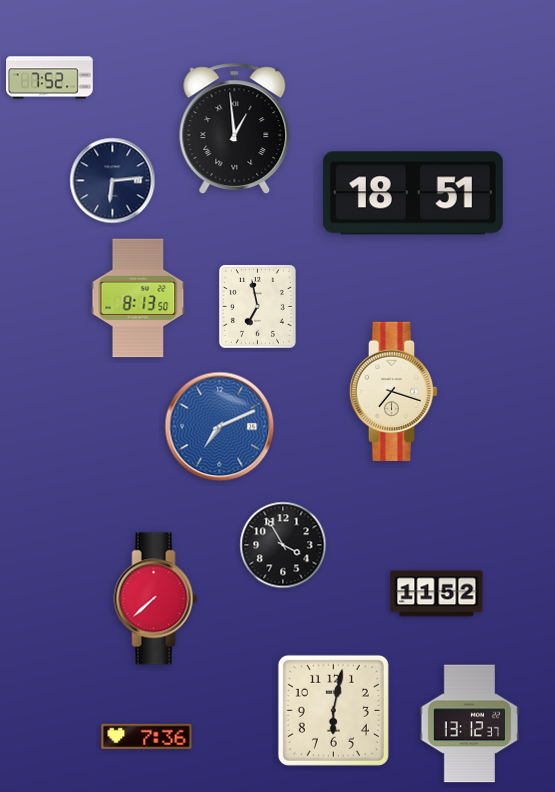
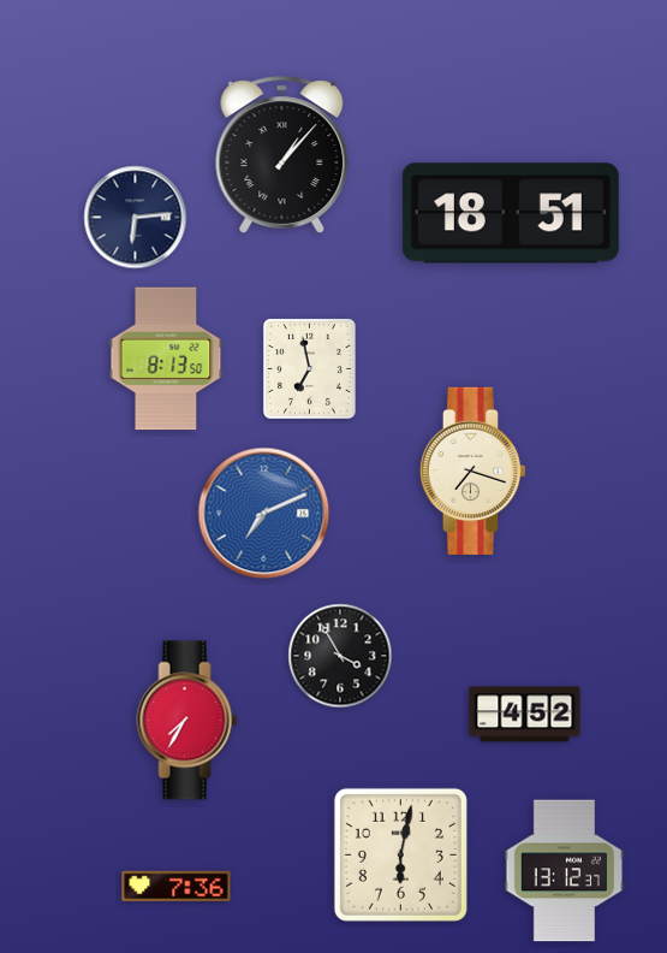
clock at (50, 78): 7:52 -> none
clock at (235, 128): 12:59 -> 1:07
clock at (413, 193) position: (413, 193) -> (511, 213)
clock at (437, 594): 11:52 -> 4:52
clock at (156, 599): 7:38 -> 7:35
